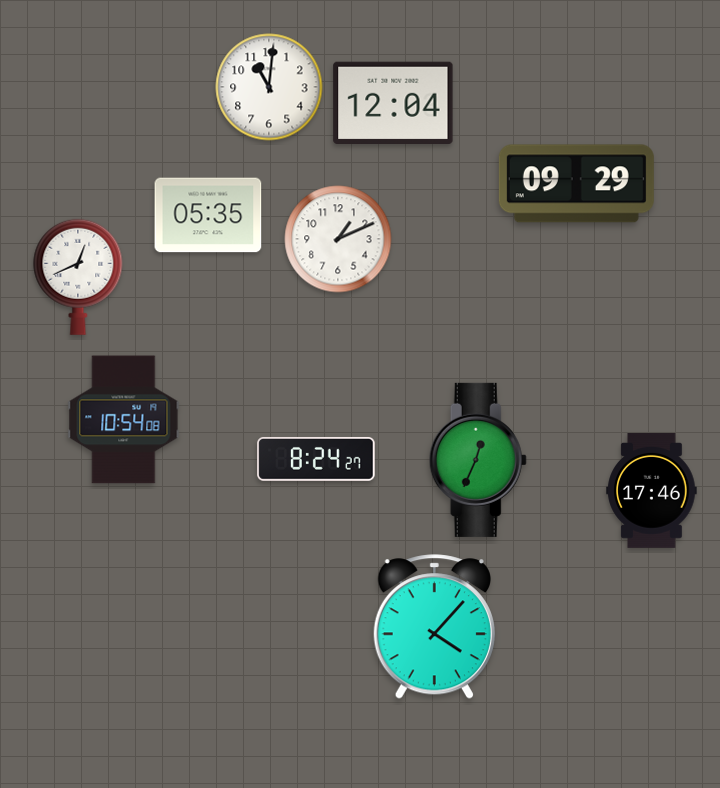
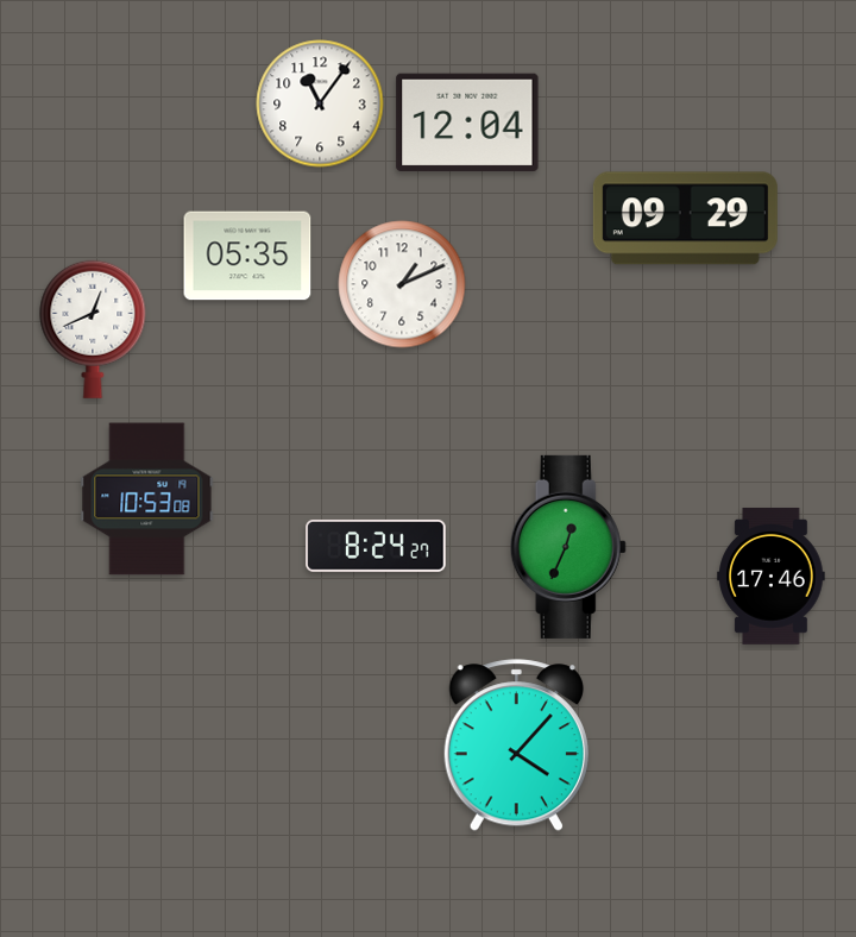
clock at (269, 87): 11:01 -> 11:06
clock at (124, 420): 10:54 -> 10:53
clock at (652, 490) position: (652, 490) -> (772, 576)
